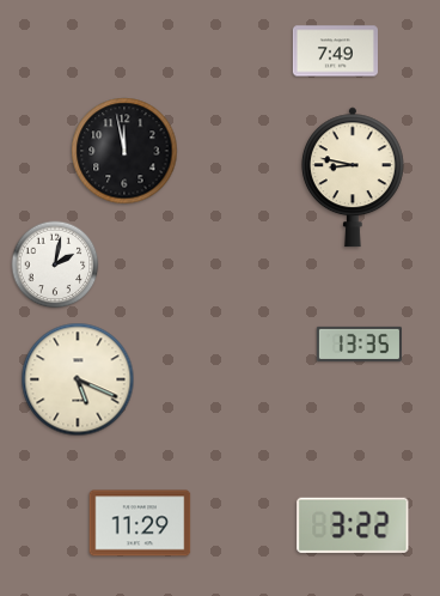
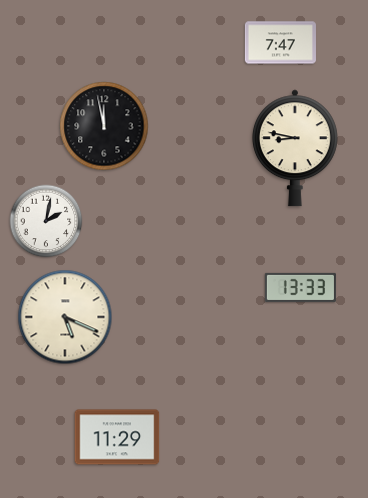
clock at (335, 51): 7:49 -> 7:47
clock at (359, 343): 13:35 -> 13:33
clock at (353, 525): 3:22 -> none
